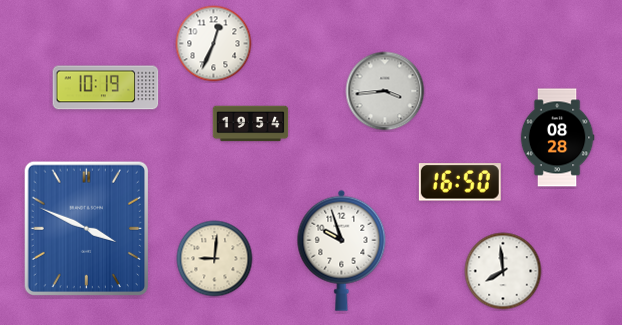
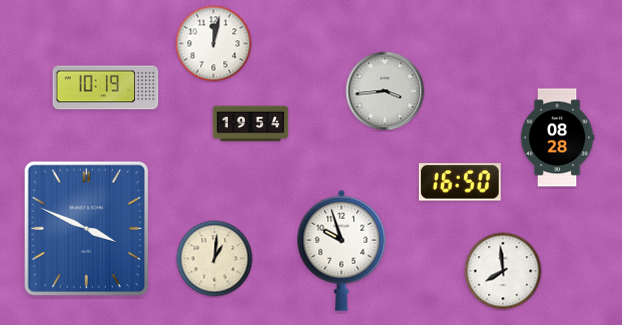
clock at (214, 44): 12:34 -> 12:02
clock at (215, 259): 9:01 -> 1:01
